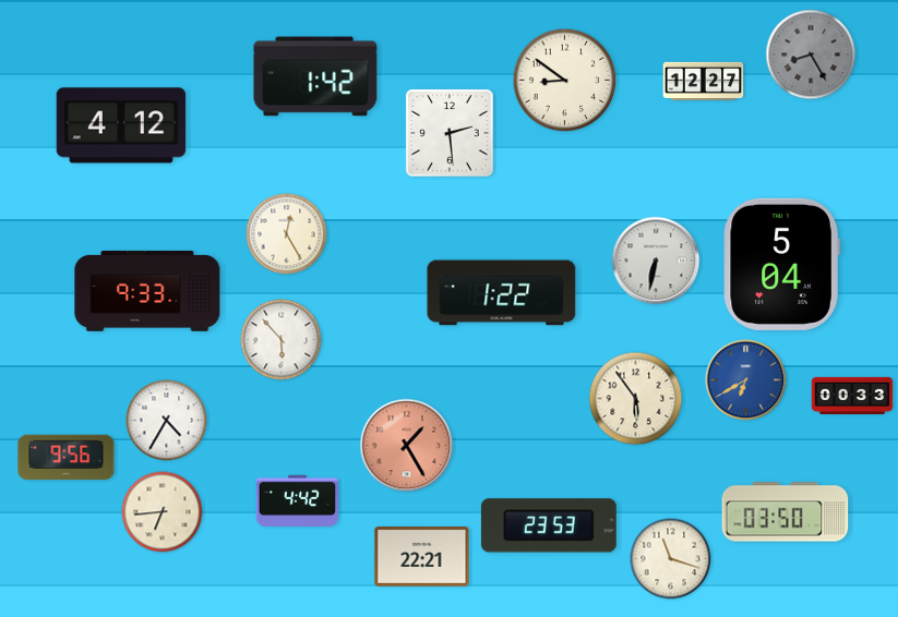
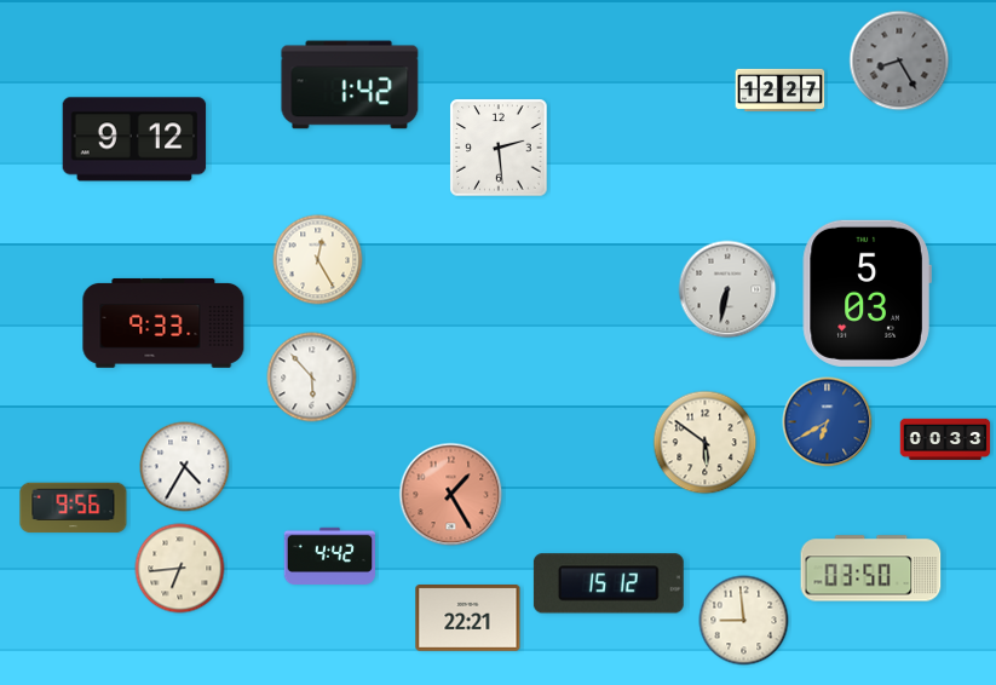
clock at (565, 81): 8:51 -> none
clock at (121, 125): 4:12 -> 9:12
clock at (781, 264): 5:04 -> 5:03
clock at (502, 293): 1:22 -> none
clock at (636, 399): 5:54 -> 5:51
clock at (549, 525): 23:53 -> 15:12
clock at (671, 559): 11:18 -> 8:59
